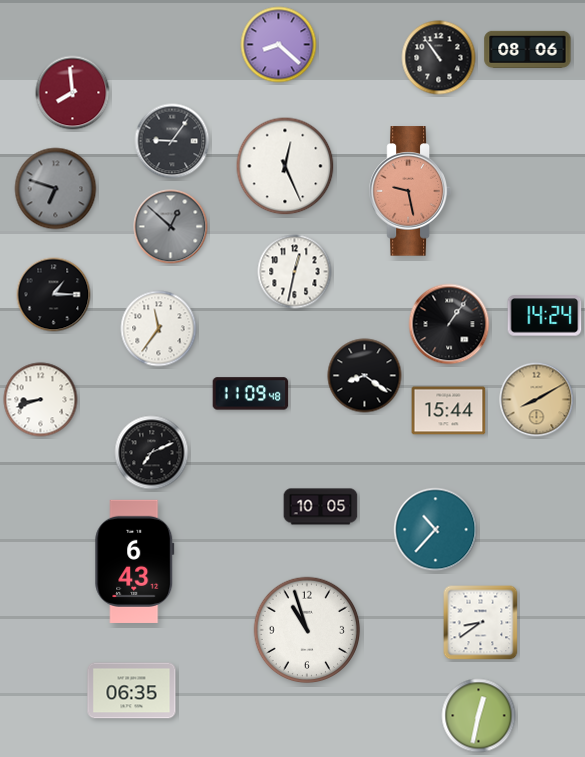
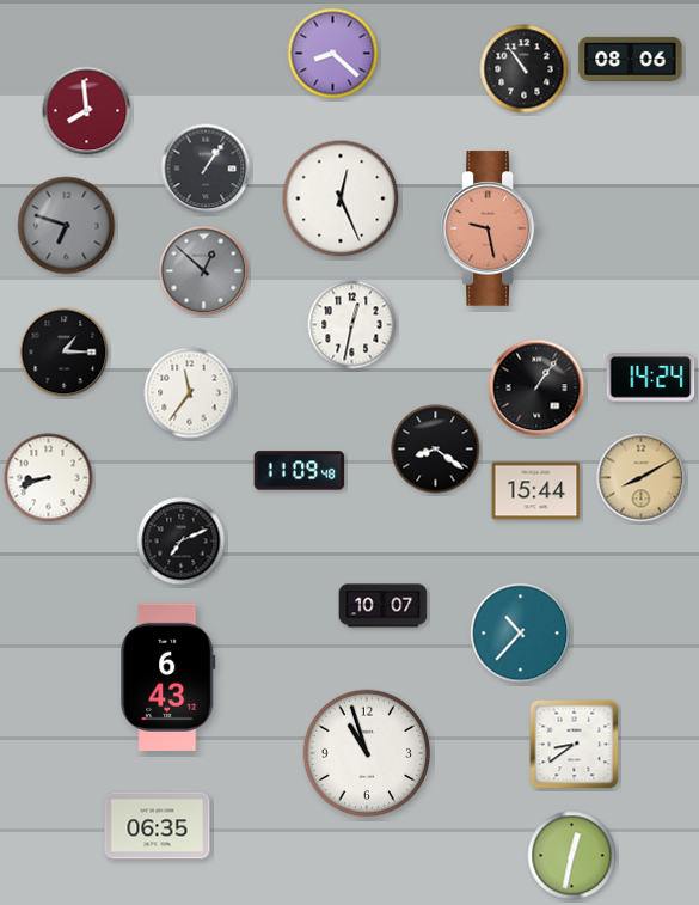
clock at (172, 141): 9:06 -> 1:06
clock at (321, 507): 10:05 -> 10:07
clock at (135, 561) position: (135, 561) -> (168, 677)
